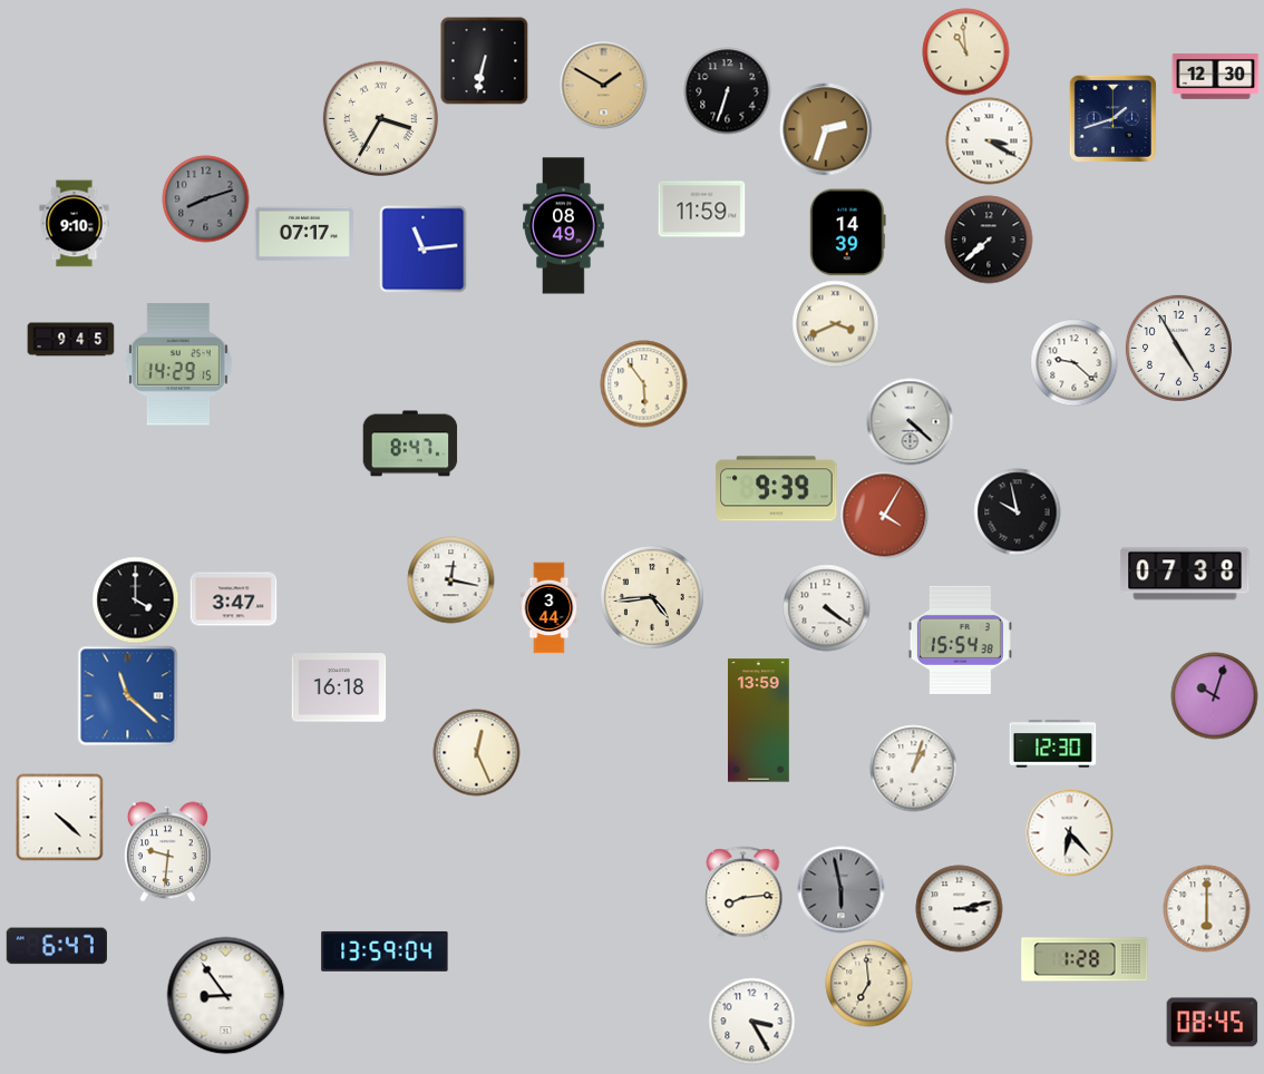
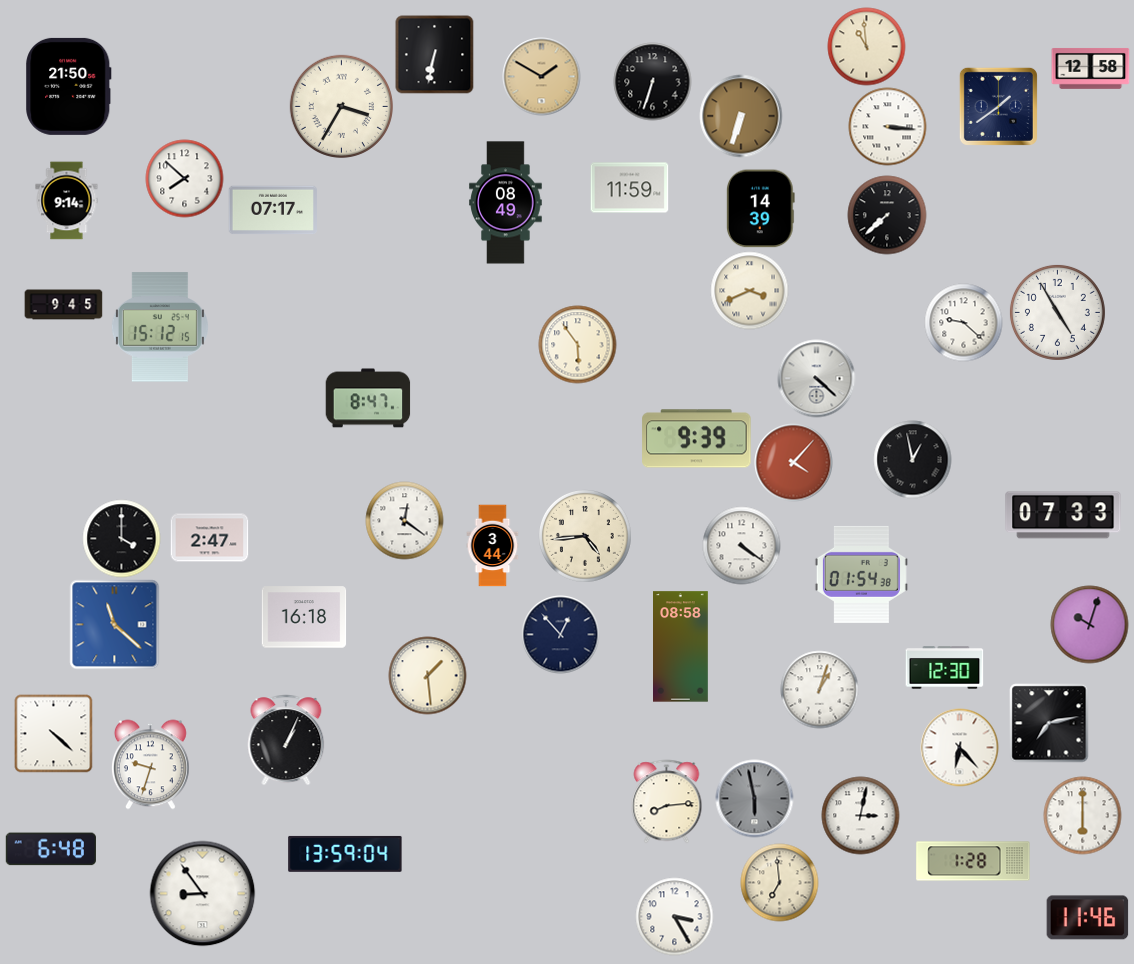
clock at (1215, 77): 12:30 -> 12:58
clock at (69, 86): none -> 21:50
clock at (1112, 118): 1:42 -> 1:39
clock at (826, 129): 2:33 -> 6:33
clock at (989, 140): 3:20 -> 3:16
clock at (205, 198): 8:12 -> 7:52
clock at (205, 198) dial: grey -> white
clock at (75, 223): 9:10 -> 9:14
clock at (422, 248): 11:14 -> none
clock at (1073, 362) position: (1073, 362) -> (963, 322)
clock at (178, 364): 14:29 -> 15:12
clock at (1017, 511): 9:58 -> 12:58
clock at (884, 515): 4:05 -> 4:07
clock at (1185, 574): 07:38 -> 07:33
clock at (450, 579): 12:17 -> 12:21
clock at (233, 599): 3:47 -> 2:47
clock at (960, 639): 15:54 -> 01:54
clock at (560, 634): none -> 12:53
clock at (759, 721): 13:59 -> 08:58
clock at (476, 752): 12:26 -> 1:29
clock at (1049, 723): none -> 7:13
clock at (286, 740): none -> 1:04
clock at (167, 851): 9:31 -> 9:33
clock at (959, 908): 3:13 -> 3:02
clock at (57, 946): 6:47 -> 6:48
clock at (1212, 1023): 08:45 -> 11:46
